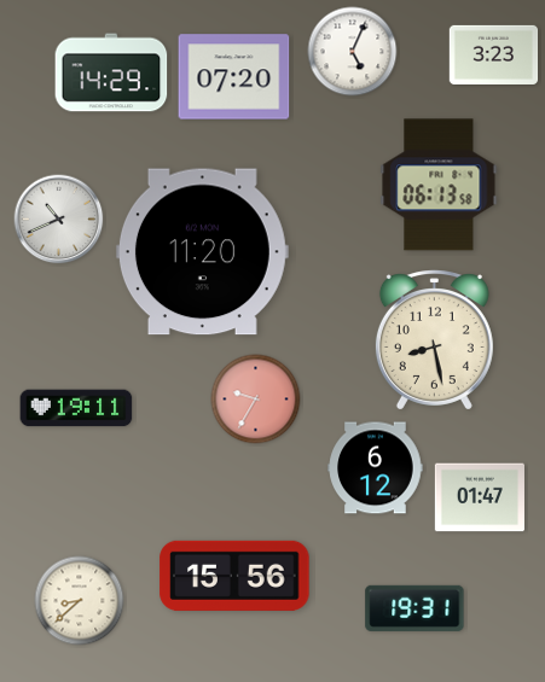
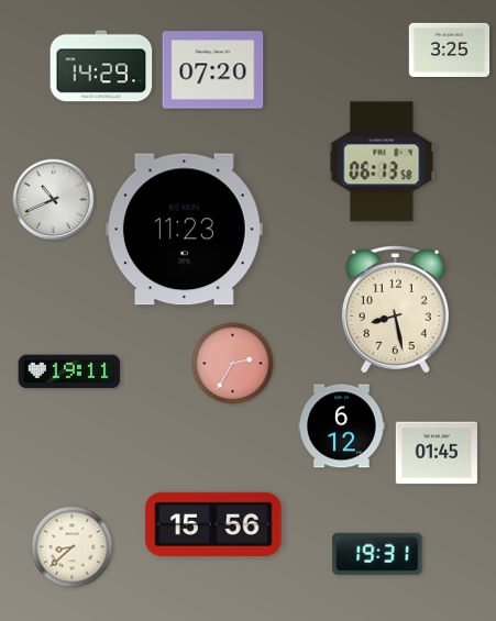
clock at (353, 52): 5:04 -> none
clock at (494, 54): 3:23 -> 3:25
clock at (439, 185) position: (439, 185) -> (382, 162)
clock at (202, 252): 11:20 -> 11:23
clock at (256, 400): 9:35 -> 2:35
clock at (480, 497): 01:47 -> 01:45
